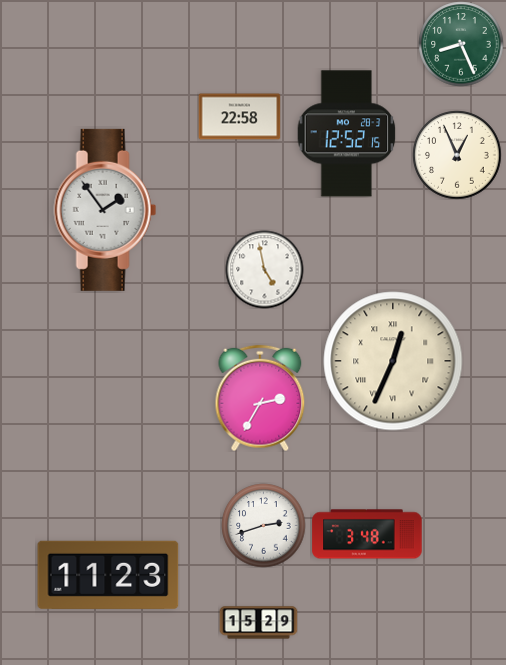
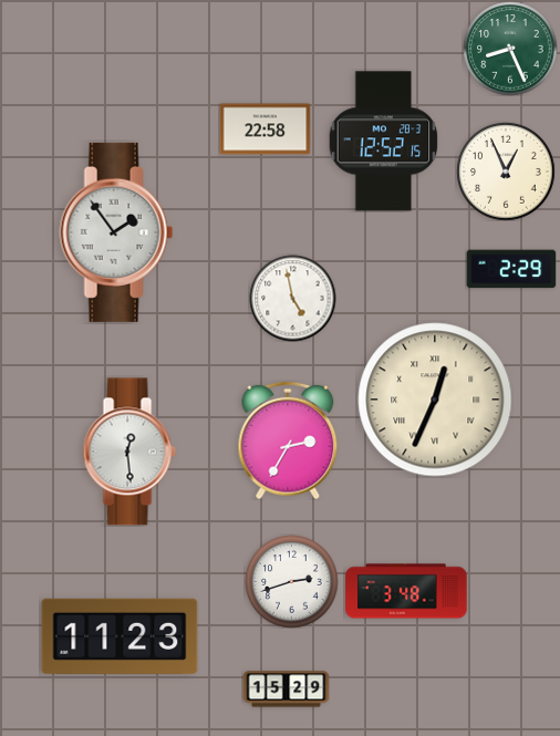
clock at (347, 134) position: (347, 134) -> (384, 142)
clock at (511, 269): none -> 2:29
clock at (129, 452): none -> 12:29
